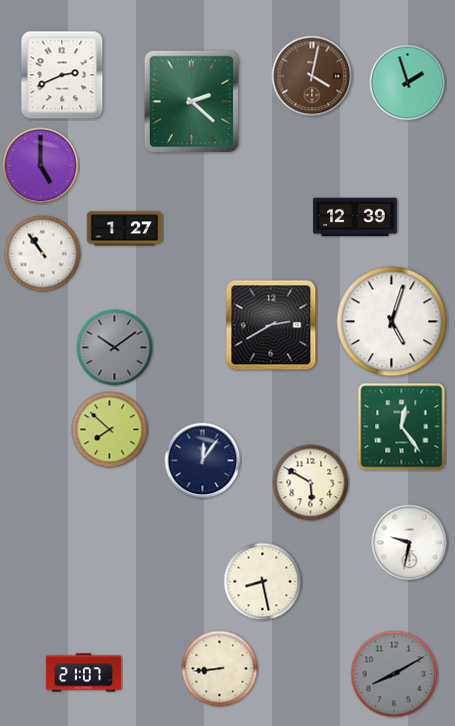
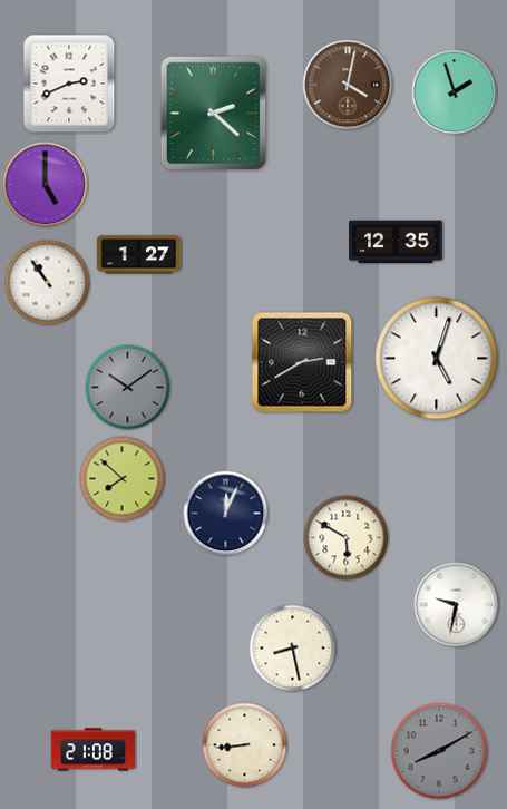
clock at (355, 217): 12:39 -> 12:35
clock at (402, 427): 12:24 -> none
clock at (203, 461): 12:06 -> 12:04
clock at (84, 673): 21:07 -> 21:08
